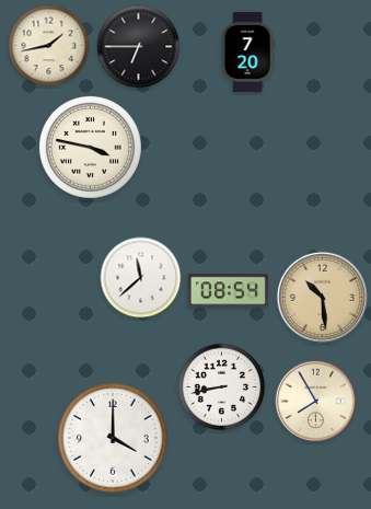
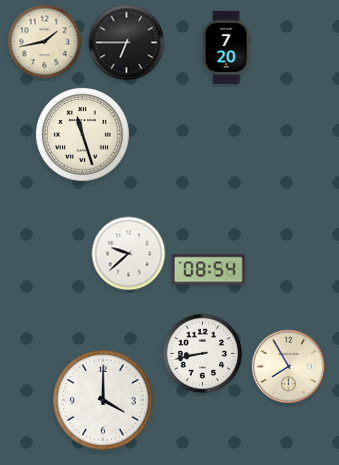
clock at (90, 147): 3:47 -> 11:27
clock at (141, 278): 11:38 -> 9:38
clock at (228, 291) position: (228, 291) -> (208, 270)
clock at (322, 297): 10:29 -> none
